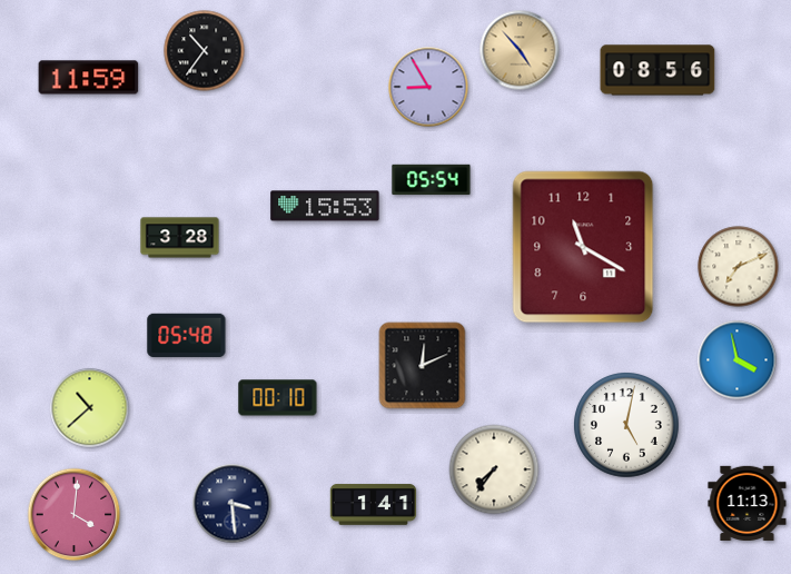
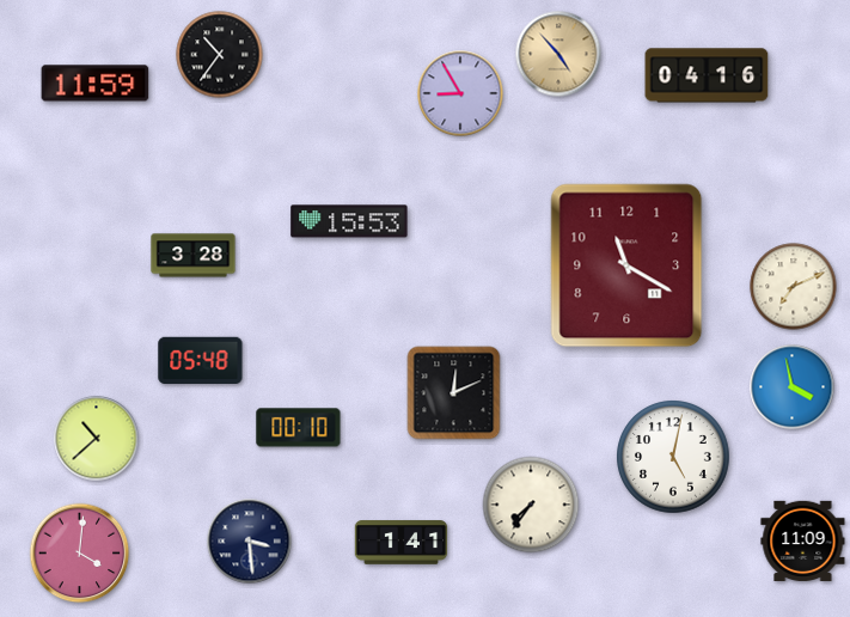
clock at (657, 70): 08:56 -> 04:16
clock at (432, 180): 05:54 -> none
clock at (748, 503): 11:13 -> 11:09
